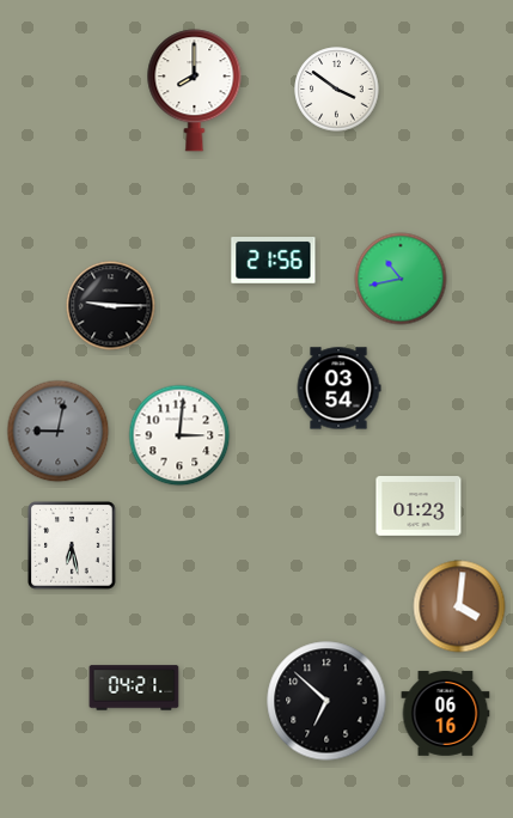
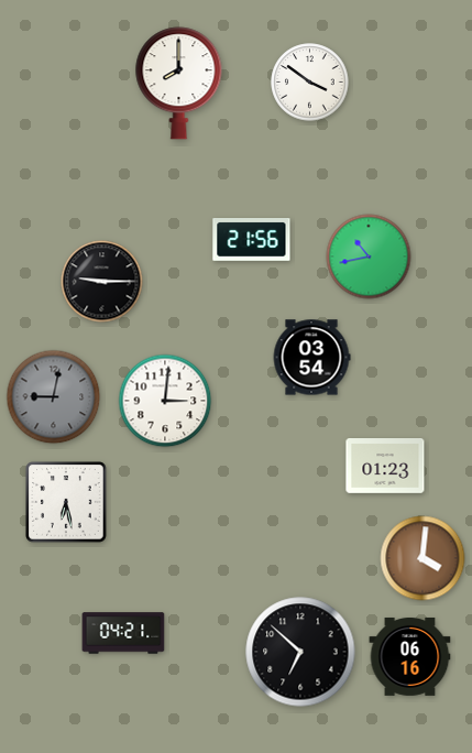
clock at (326, 701) position: (326, 701) -> (300, 652)
